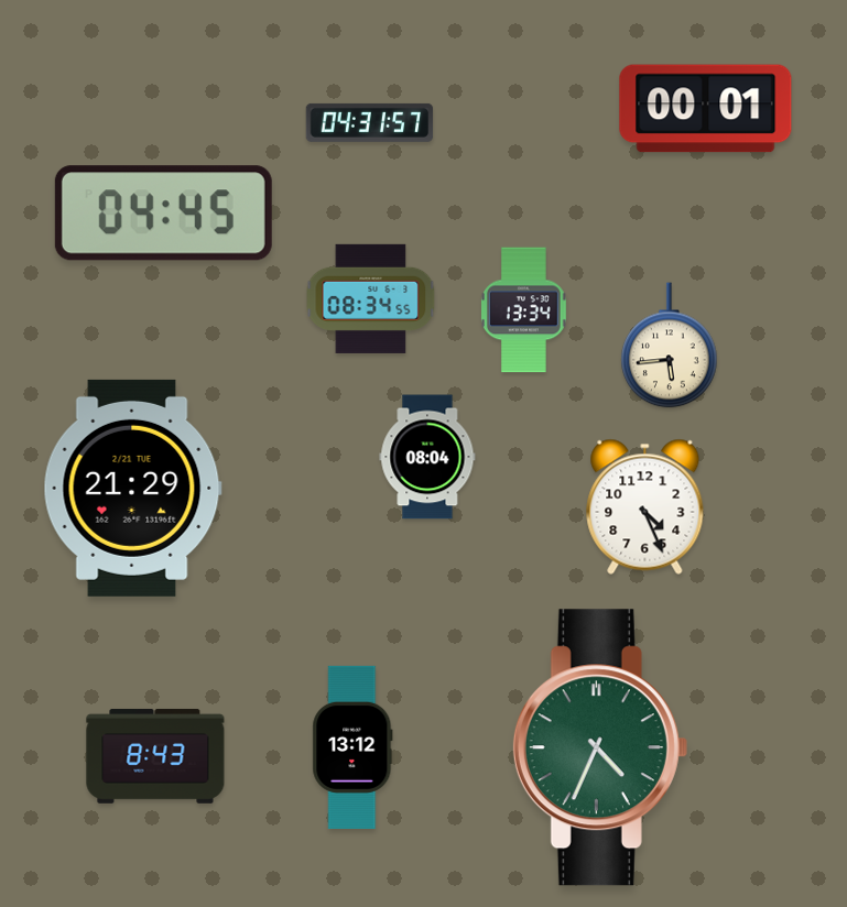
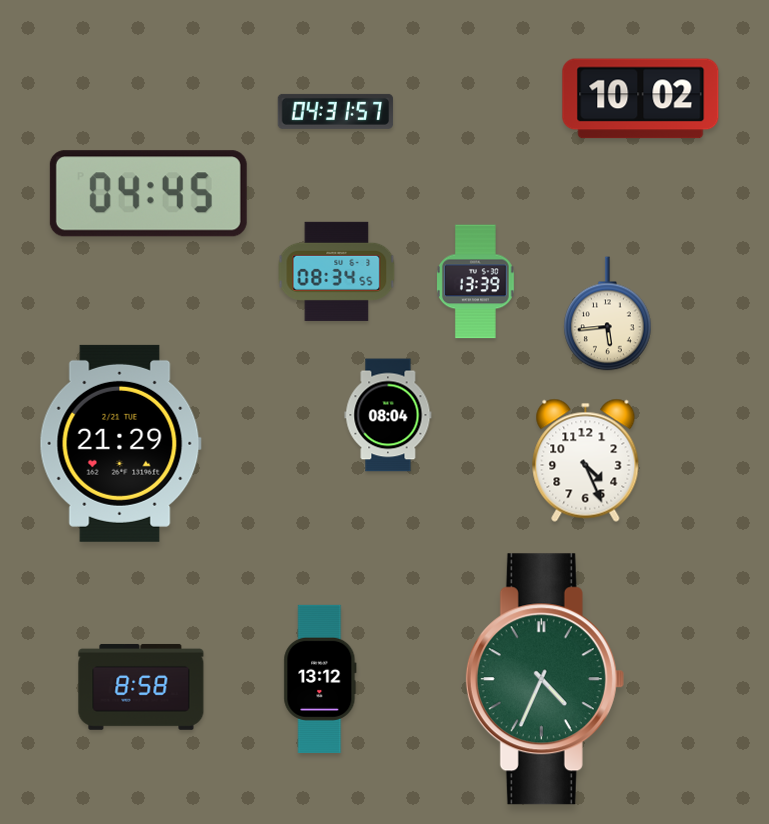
clock at (706, 109): 00:01 -> 10:02
clock at (524, 310): 13:34 -> 13:39
clock at (155, 756): 8:43 -> 8:58
